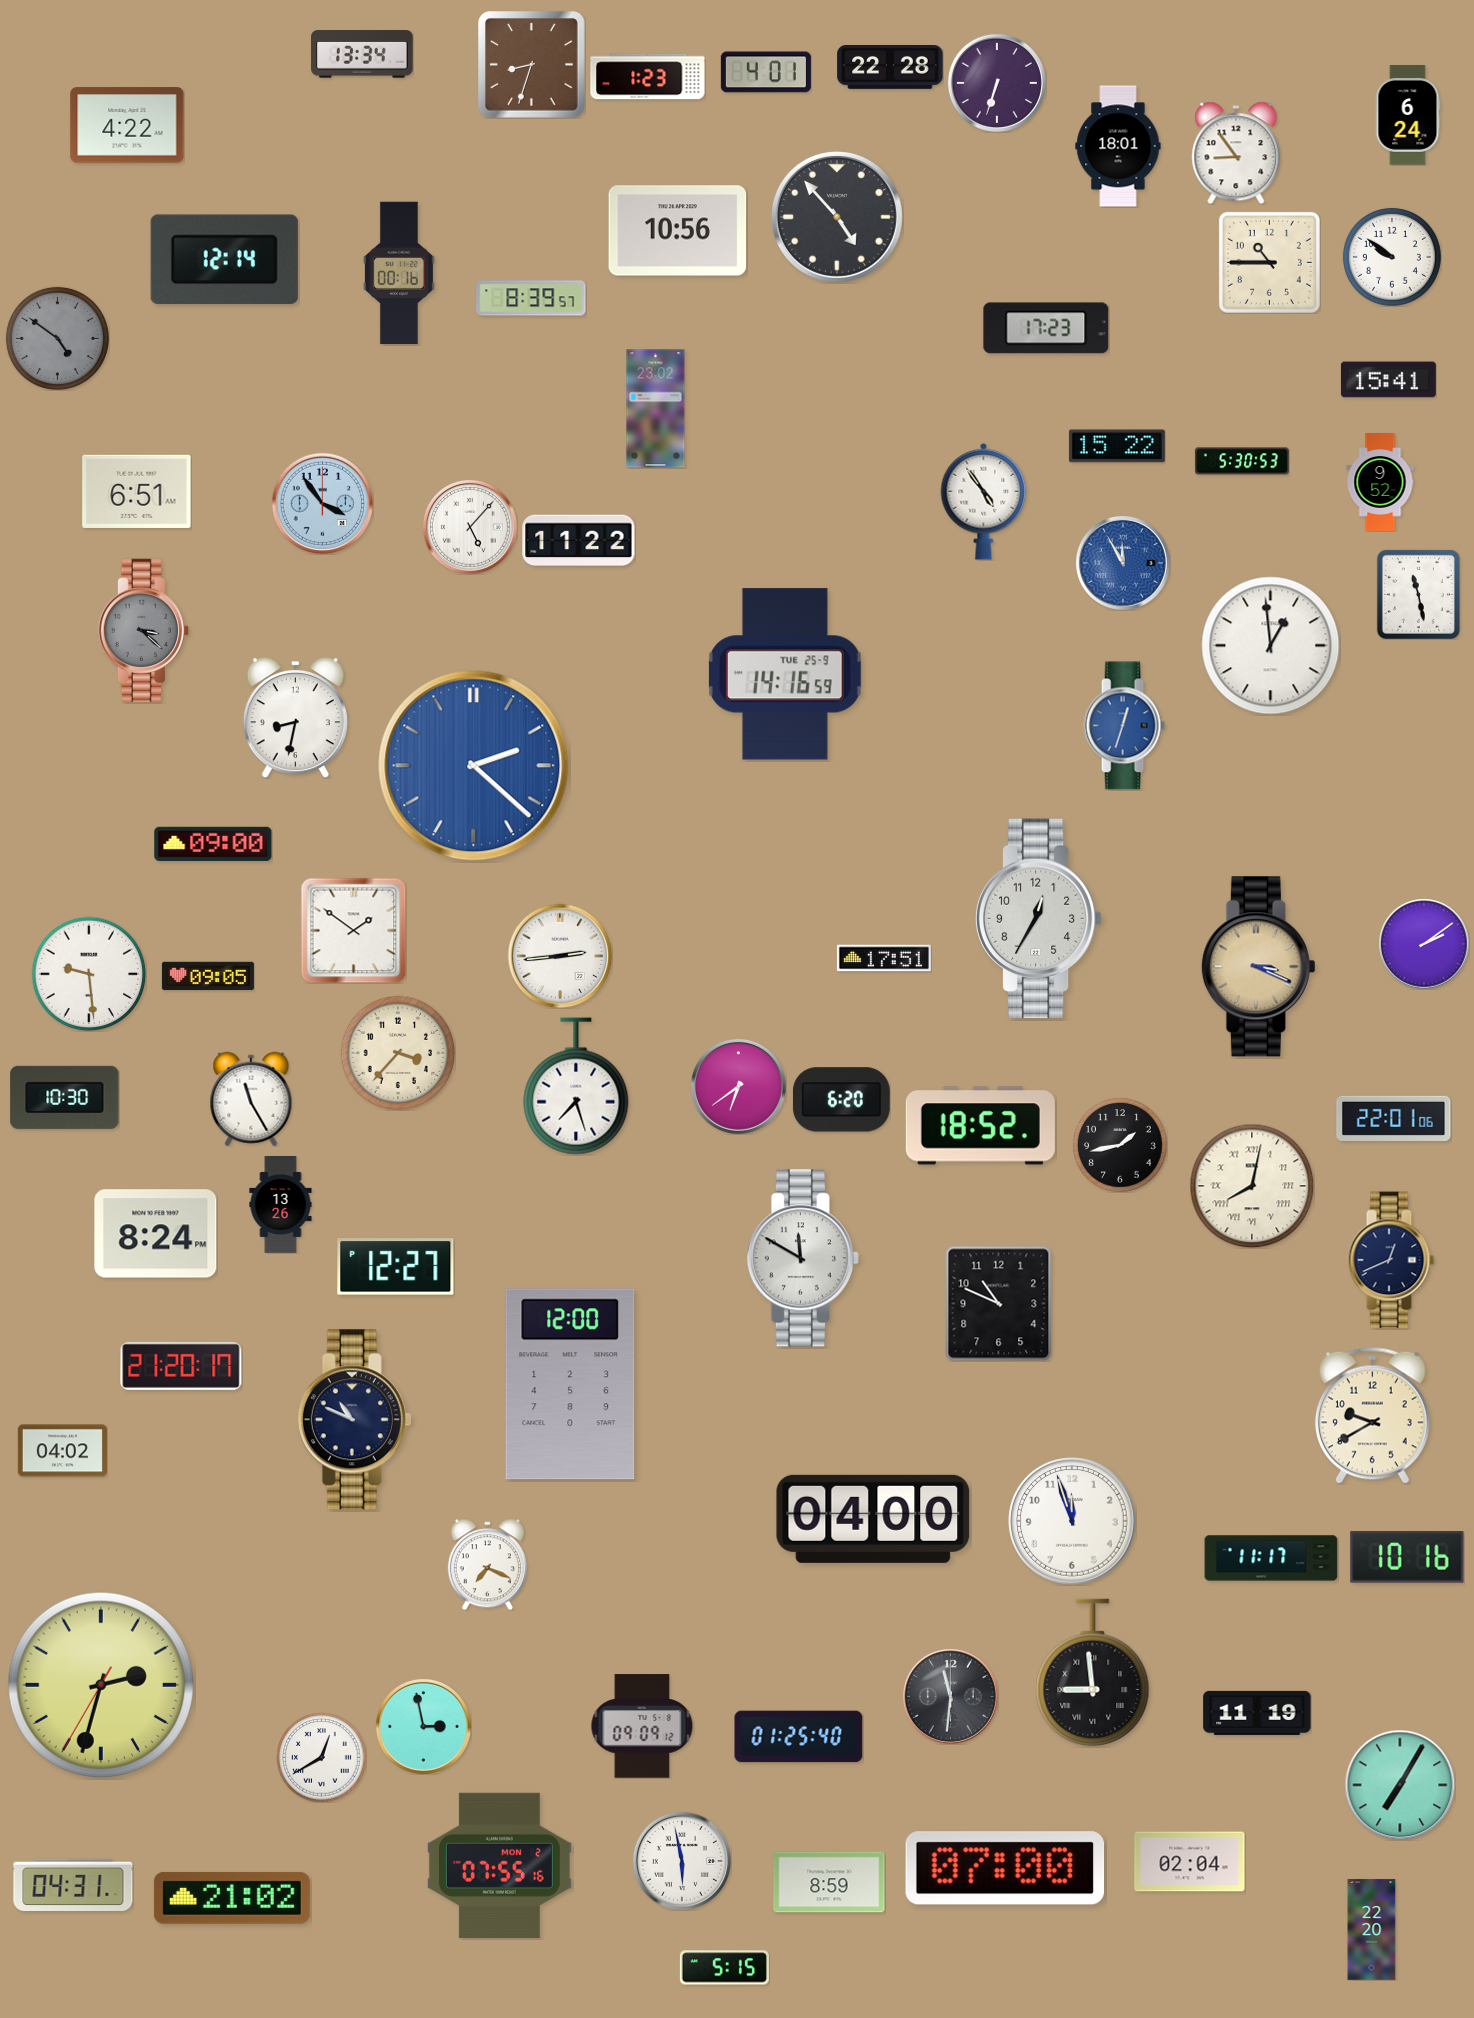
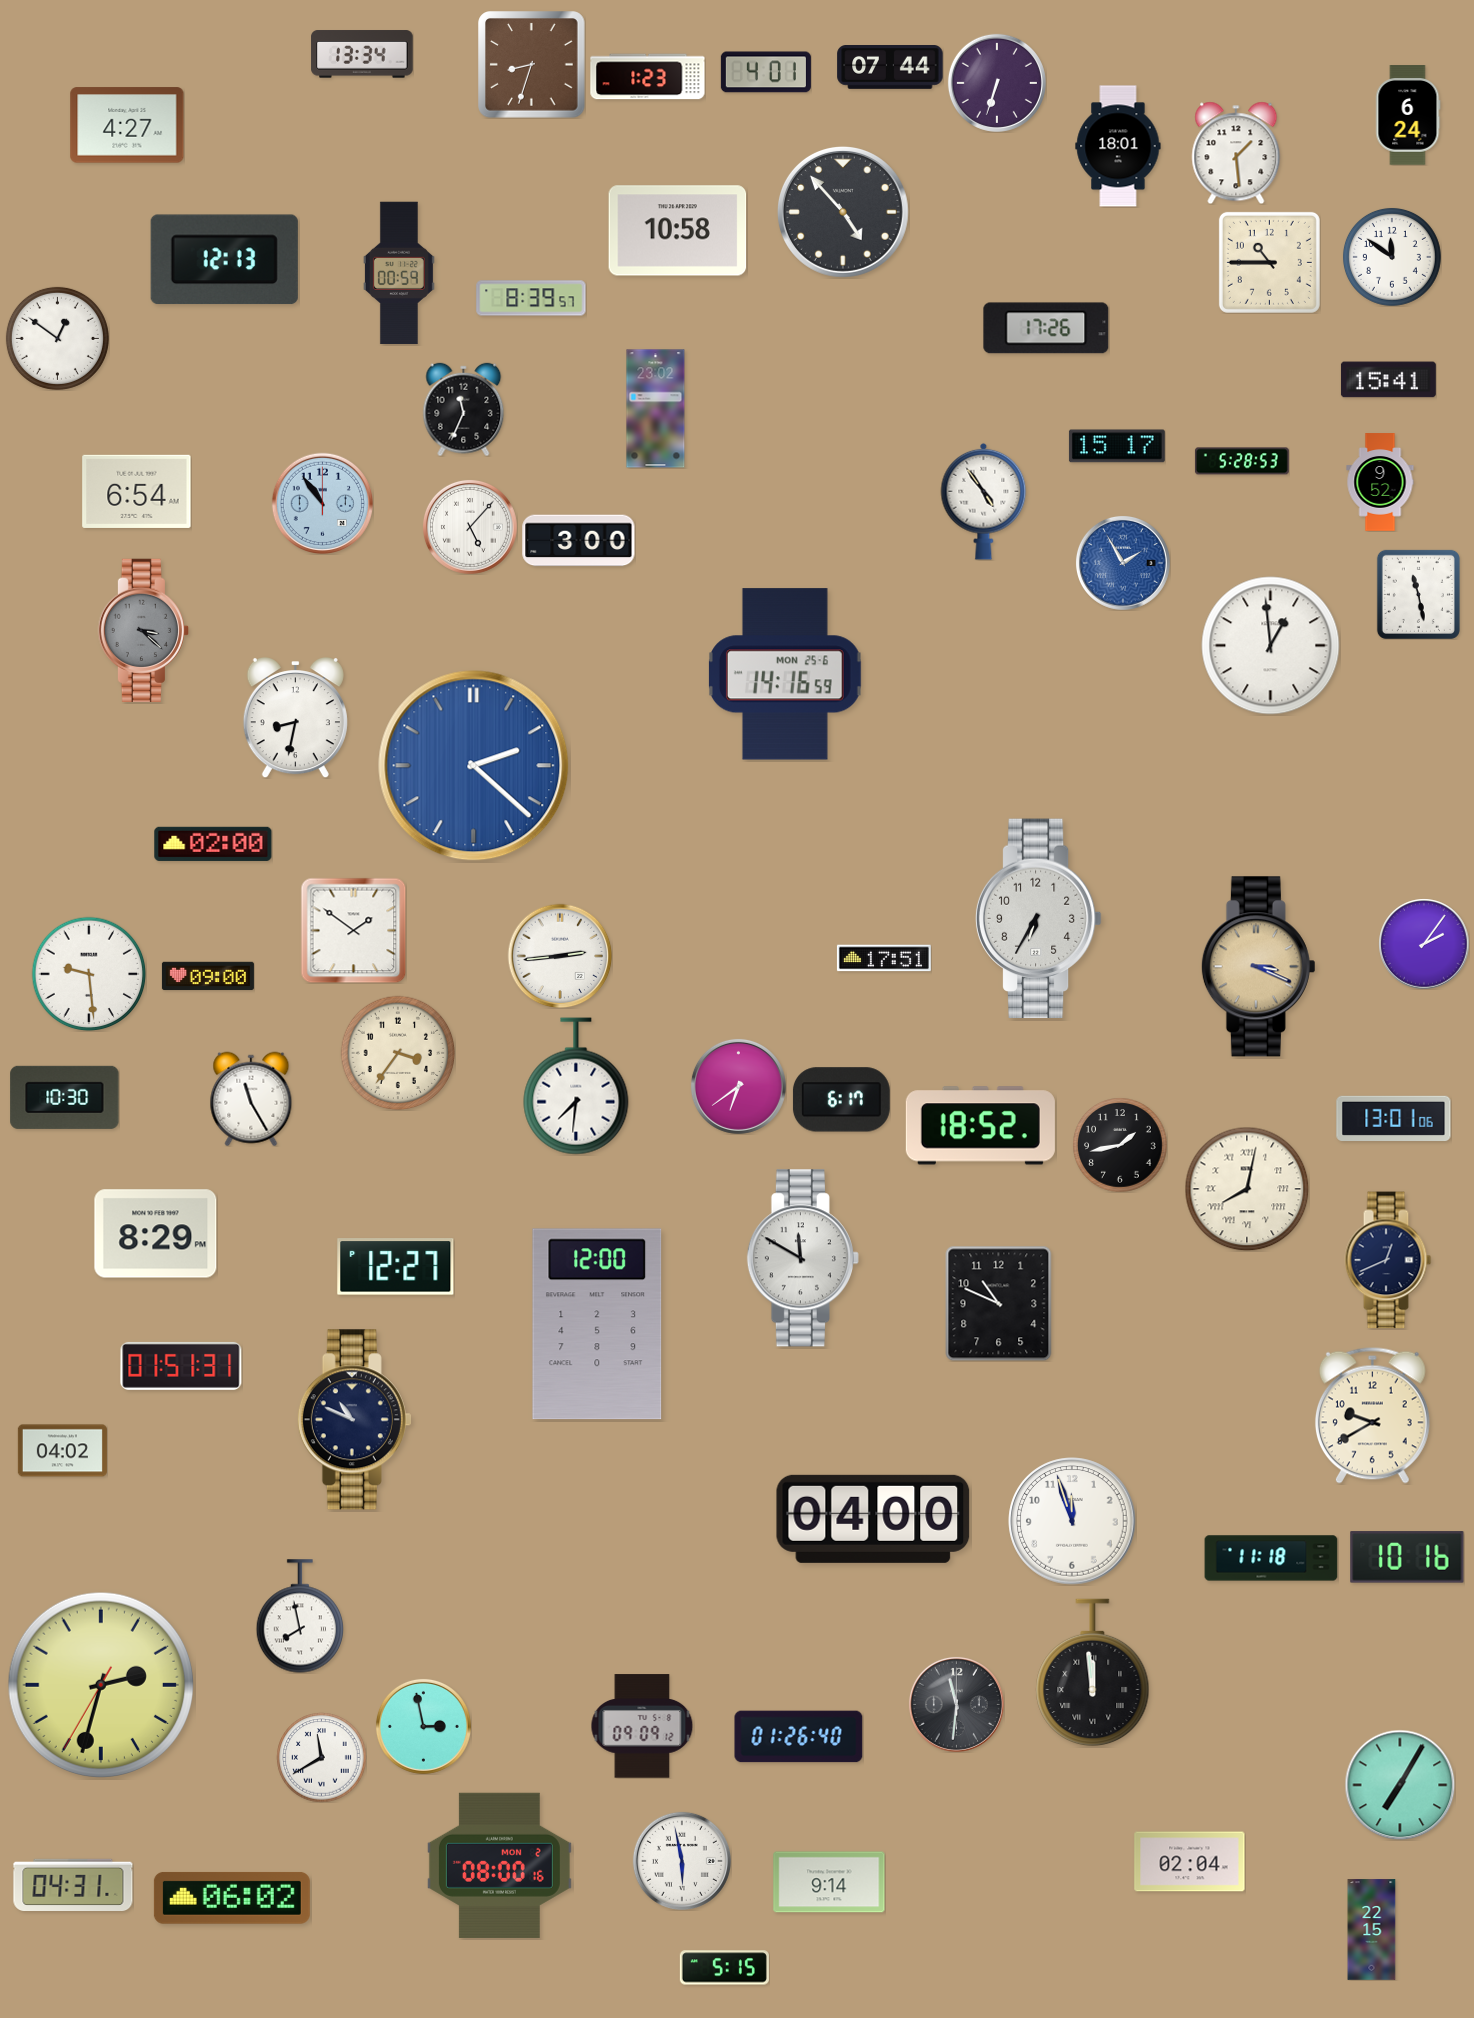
clock at (890, 68): 22:28 -> 07:44
clock at (127, 125): 4:22 -> 4:27
clock at (1236, 153): 8:54 -> 1:29
clock at (837, 217) position: (837, 217) -> (843, 212)
clock at (678, 231): 10:56 -> 10:58
clock at (1392, 257): 9:51 -> 11:51
clock at (224, 260): 12:14 -> 12:13
clock at (399, 273): 00:16 -> 00:59
clock at (1046, 328): 17:23 -> 17:26
clock at (57, 338): 4:51 -> 12:51
clock at (57, 338) dial: grey -> white
clock at (464, 409): none -> 11:34
clock at (1117, 446): 15:22 -> 15:17
clock at (1242, 461): 5:30 -> 5:28
clock at (137, 491): 6:51 -> 6:54
clock at (322, 503): 3:54 -> 10:54
clock at (579, 541): 11:22 -> 3:00
clock at (1123, 563): 11:55 -> 1:55
clock at (785, 674) date: TUE 25-9 -> MON 25-6
clock at (1124, 726): 12:33 -> none
clock at (213, 844): 09:00 -> 02:00
clock at (1038, 919): 12:35 -> 6:35
clock at (1424, 944): 2:09 -> 2:06
clock at (208, 976): 09:05 -> 09:00
clock at (398, 1053): 3:37 -> 3:36
clock at (576, 1086): 7:27 -> 7:31
clock at (841, 1100): 6:20 -> 6:17
clock at (1394, 1119): 22:01 -> 13:01
clock at (1252, 1186) position: (1252, 1186) -> (1247, 1189)
clock at (281, 1205): 13:26 -> none
clock at (156, 1234): 8:24 -> 8:29
clock at (1391, 1260) position: (1391, 1260) -> (1388, 1260)
clock at (181, 1366): 21:20 -> 01:51
clock at (570, 1384) position: (570, 1384) -> (597, 1324)
clock at (1271, 1558): 11:17 -> 11:18
clock at (487, 1564): 7:19 -> none
clock at (299, 1616): none -> 7:58
clock at (1093, 1673): 8:59 -> 11:59
clock at (950, 1696) position: (950, 1696) -> (956, 1704)
clock at (1257, 1713): 11:19 -> none
clock at (799, 1737): 01:25 -> 01:26
clock at (321, 1757): 12:40 -> 11:40
clock at (499, 1865): 07:55 -> 08:00
clock at (1005, 1868): 07:00 -> none
clock at (829, 1882): 8:59 -> 9:14
clock at (232, 1898): 21:02 -> 06:02
clock at (1372, 1930): 22:20 -> 22:15
